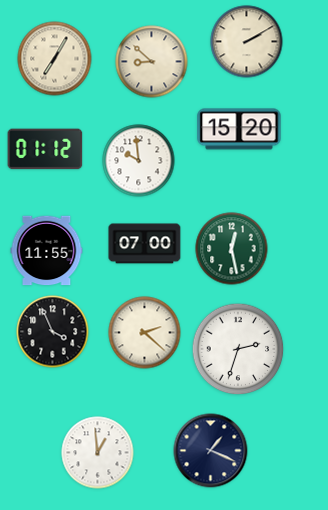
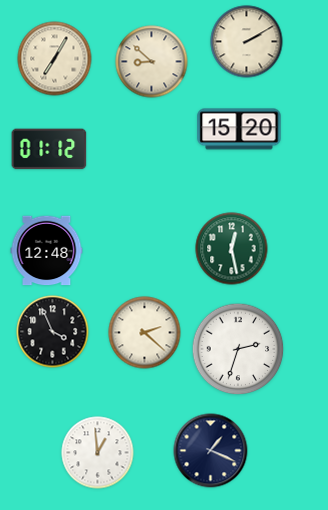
clock at (45, 149) position: (45, 149) -> (49, 149)
clock at (139, 161): 9:59 -> none
clock at (145, 244): 07:00 -> none
clock at (47, 251): 11:55 -> 12:48
